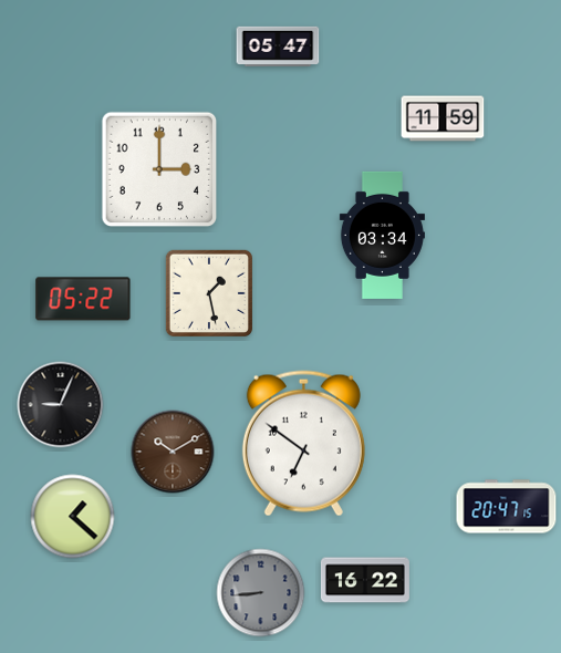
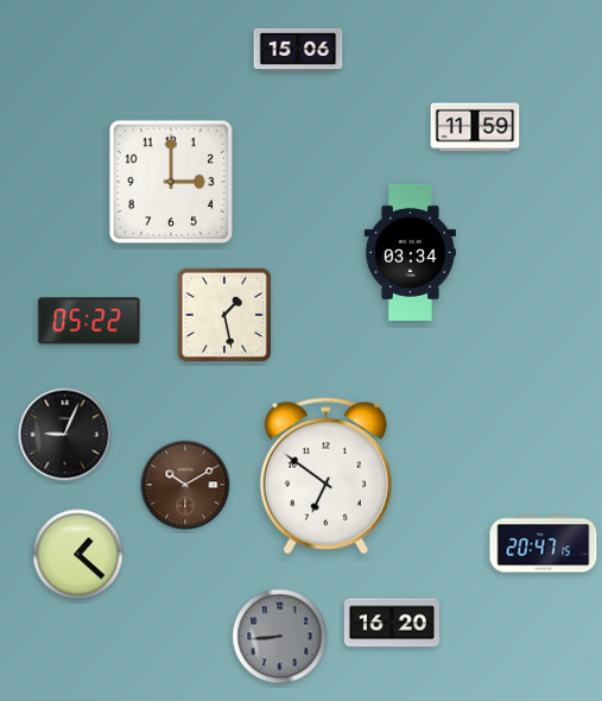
clock at (278, 46): 05:47 -> 15:06
clock at (365, 580): 16:22 -> 16:20
